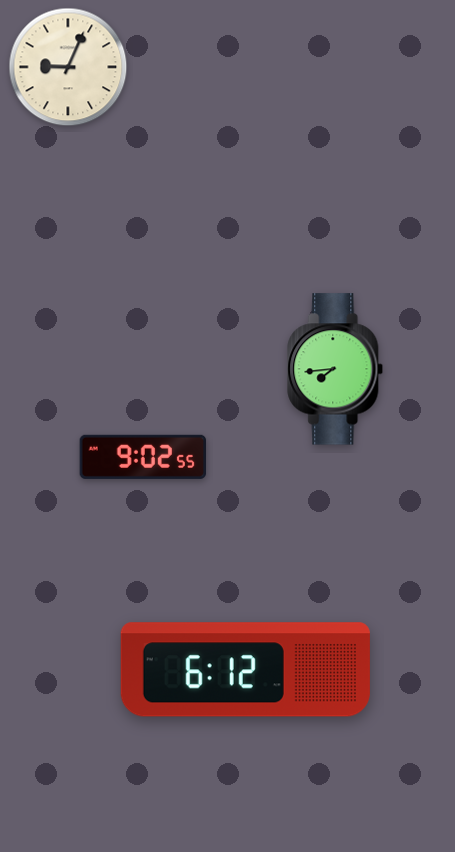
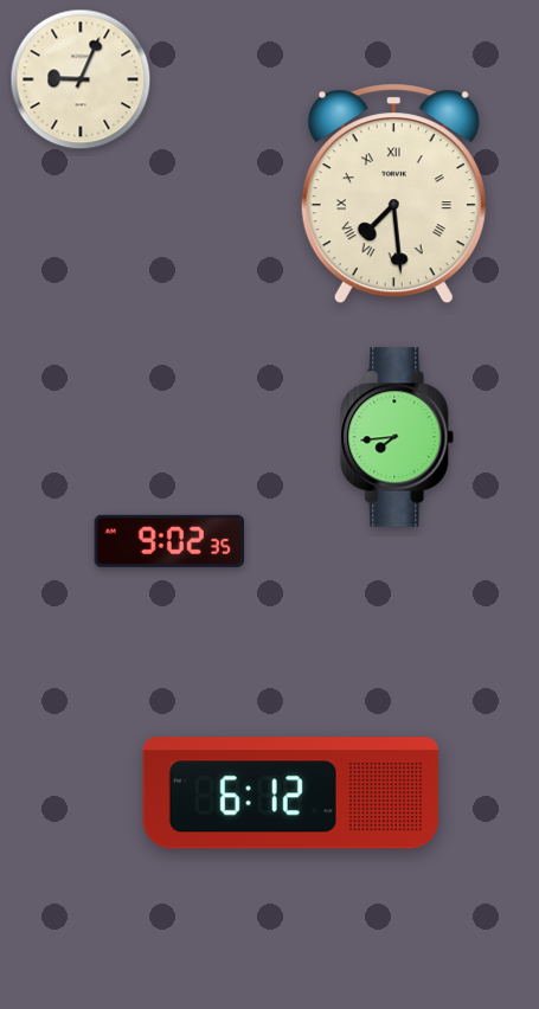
clock at (393, 194): none -> 7:29
clock at (143, 457): 9:02:55 -> 9:02:35
